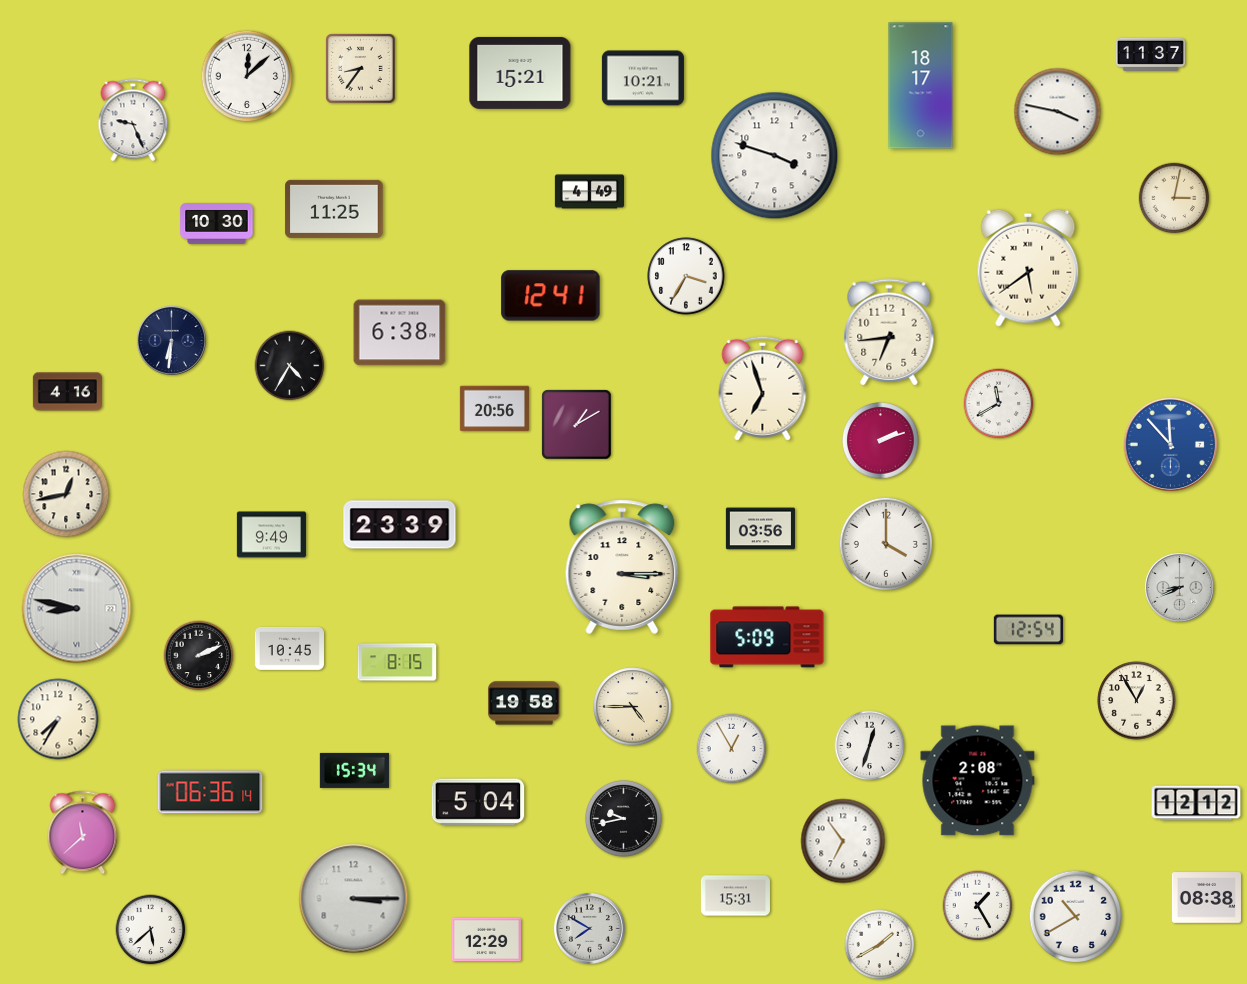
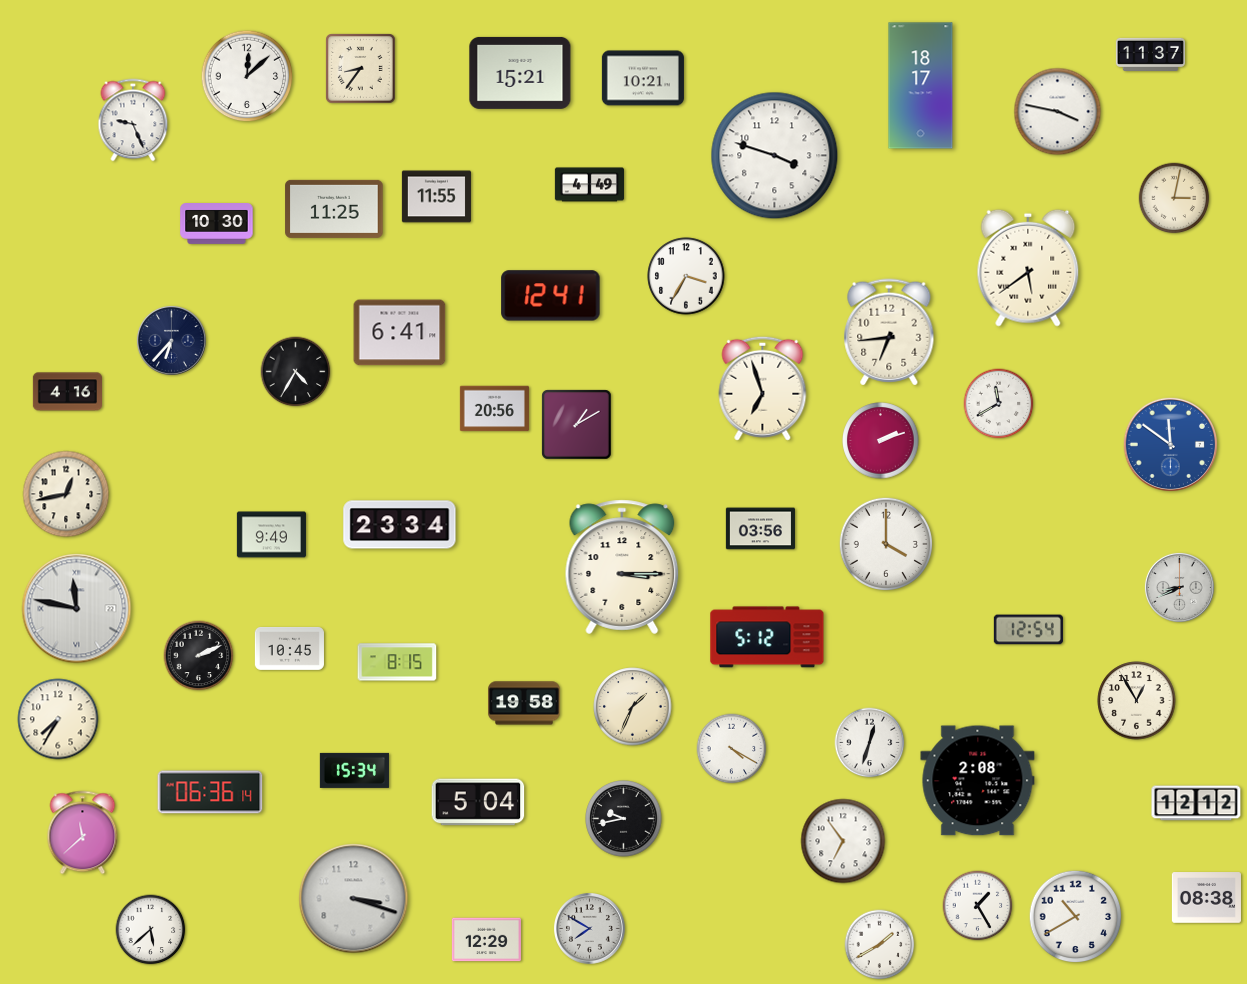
clock at (589, 192) position: (589, 192) -> (589, 185)
clock at (436, 197): none -> 11:55
clock at (400, 333): 6:38 -> 6:41
clock at (171, 340): 6:31 -> 6:37
clock at (290, 366) position: (290, 366) -> (296, 372)
clock at (1170, 444): 11:53 -> 11:51
clock at (400, 525): 23:39 -> 23:34
clock at (77, 609): 8:47 -> 11:47
clock at (767, 637): 5:09 -> 5:12
clock at (633, 707): 4:45 -> 1:34
clock at (870, 746) position: (870, 746) -> (870, 743)
clock at (732, 749): 12:55 -> 4:20
clock at (735, 896): 15:31 -> none
clock at (354, 899): 3:15 -> 3:18
